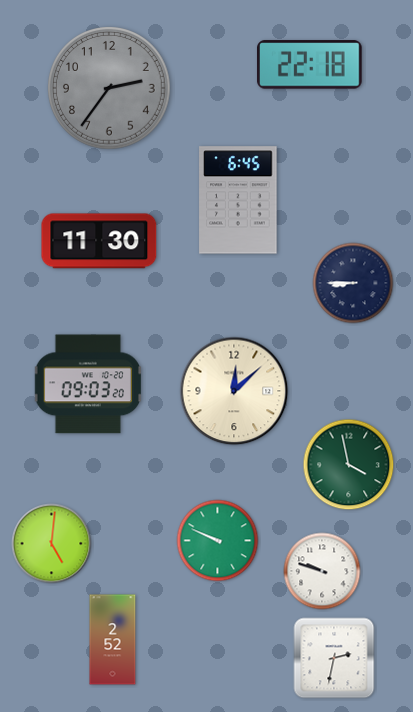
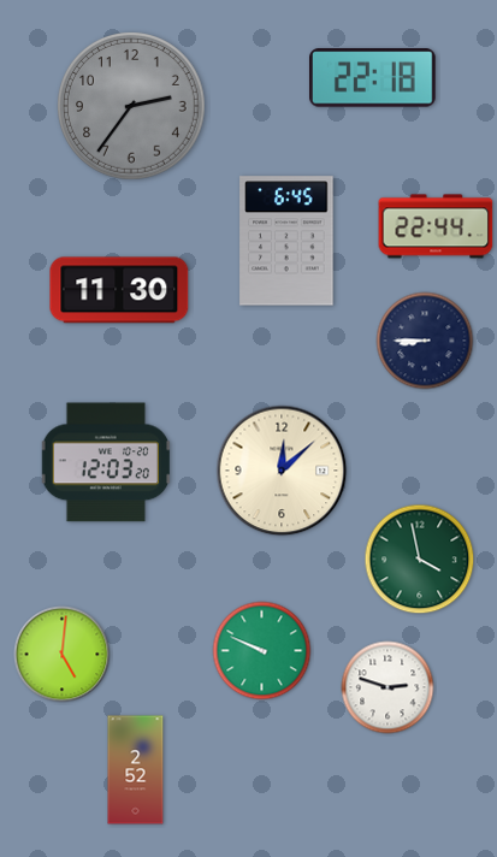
clock at (436, 226): none -> 22:44
clock at (87, 384): 09:03 -> 12:03
clock at (322, 571): 9:48 -> 2:48
clock at (334, 658): 2:32 -> none
